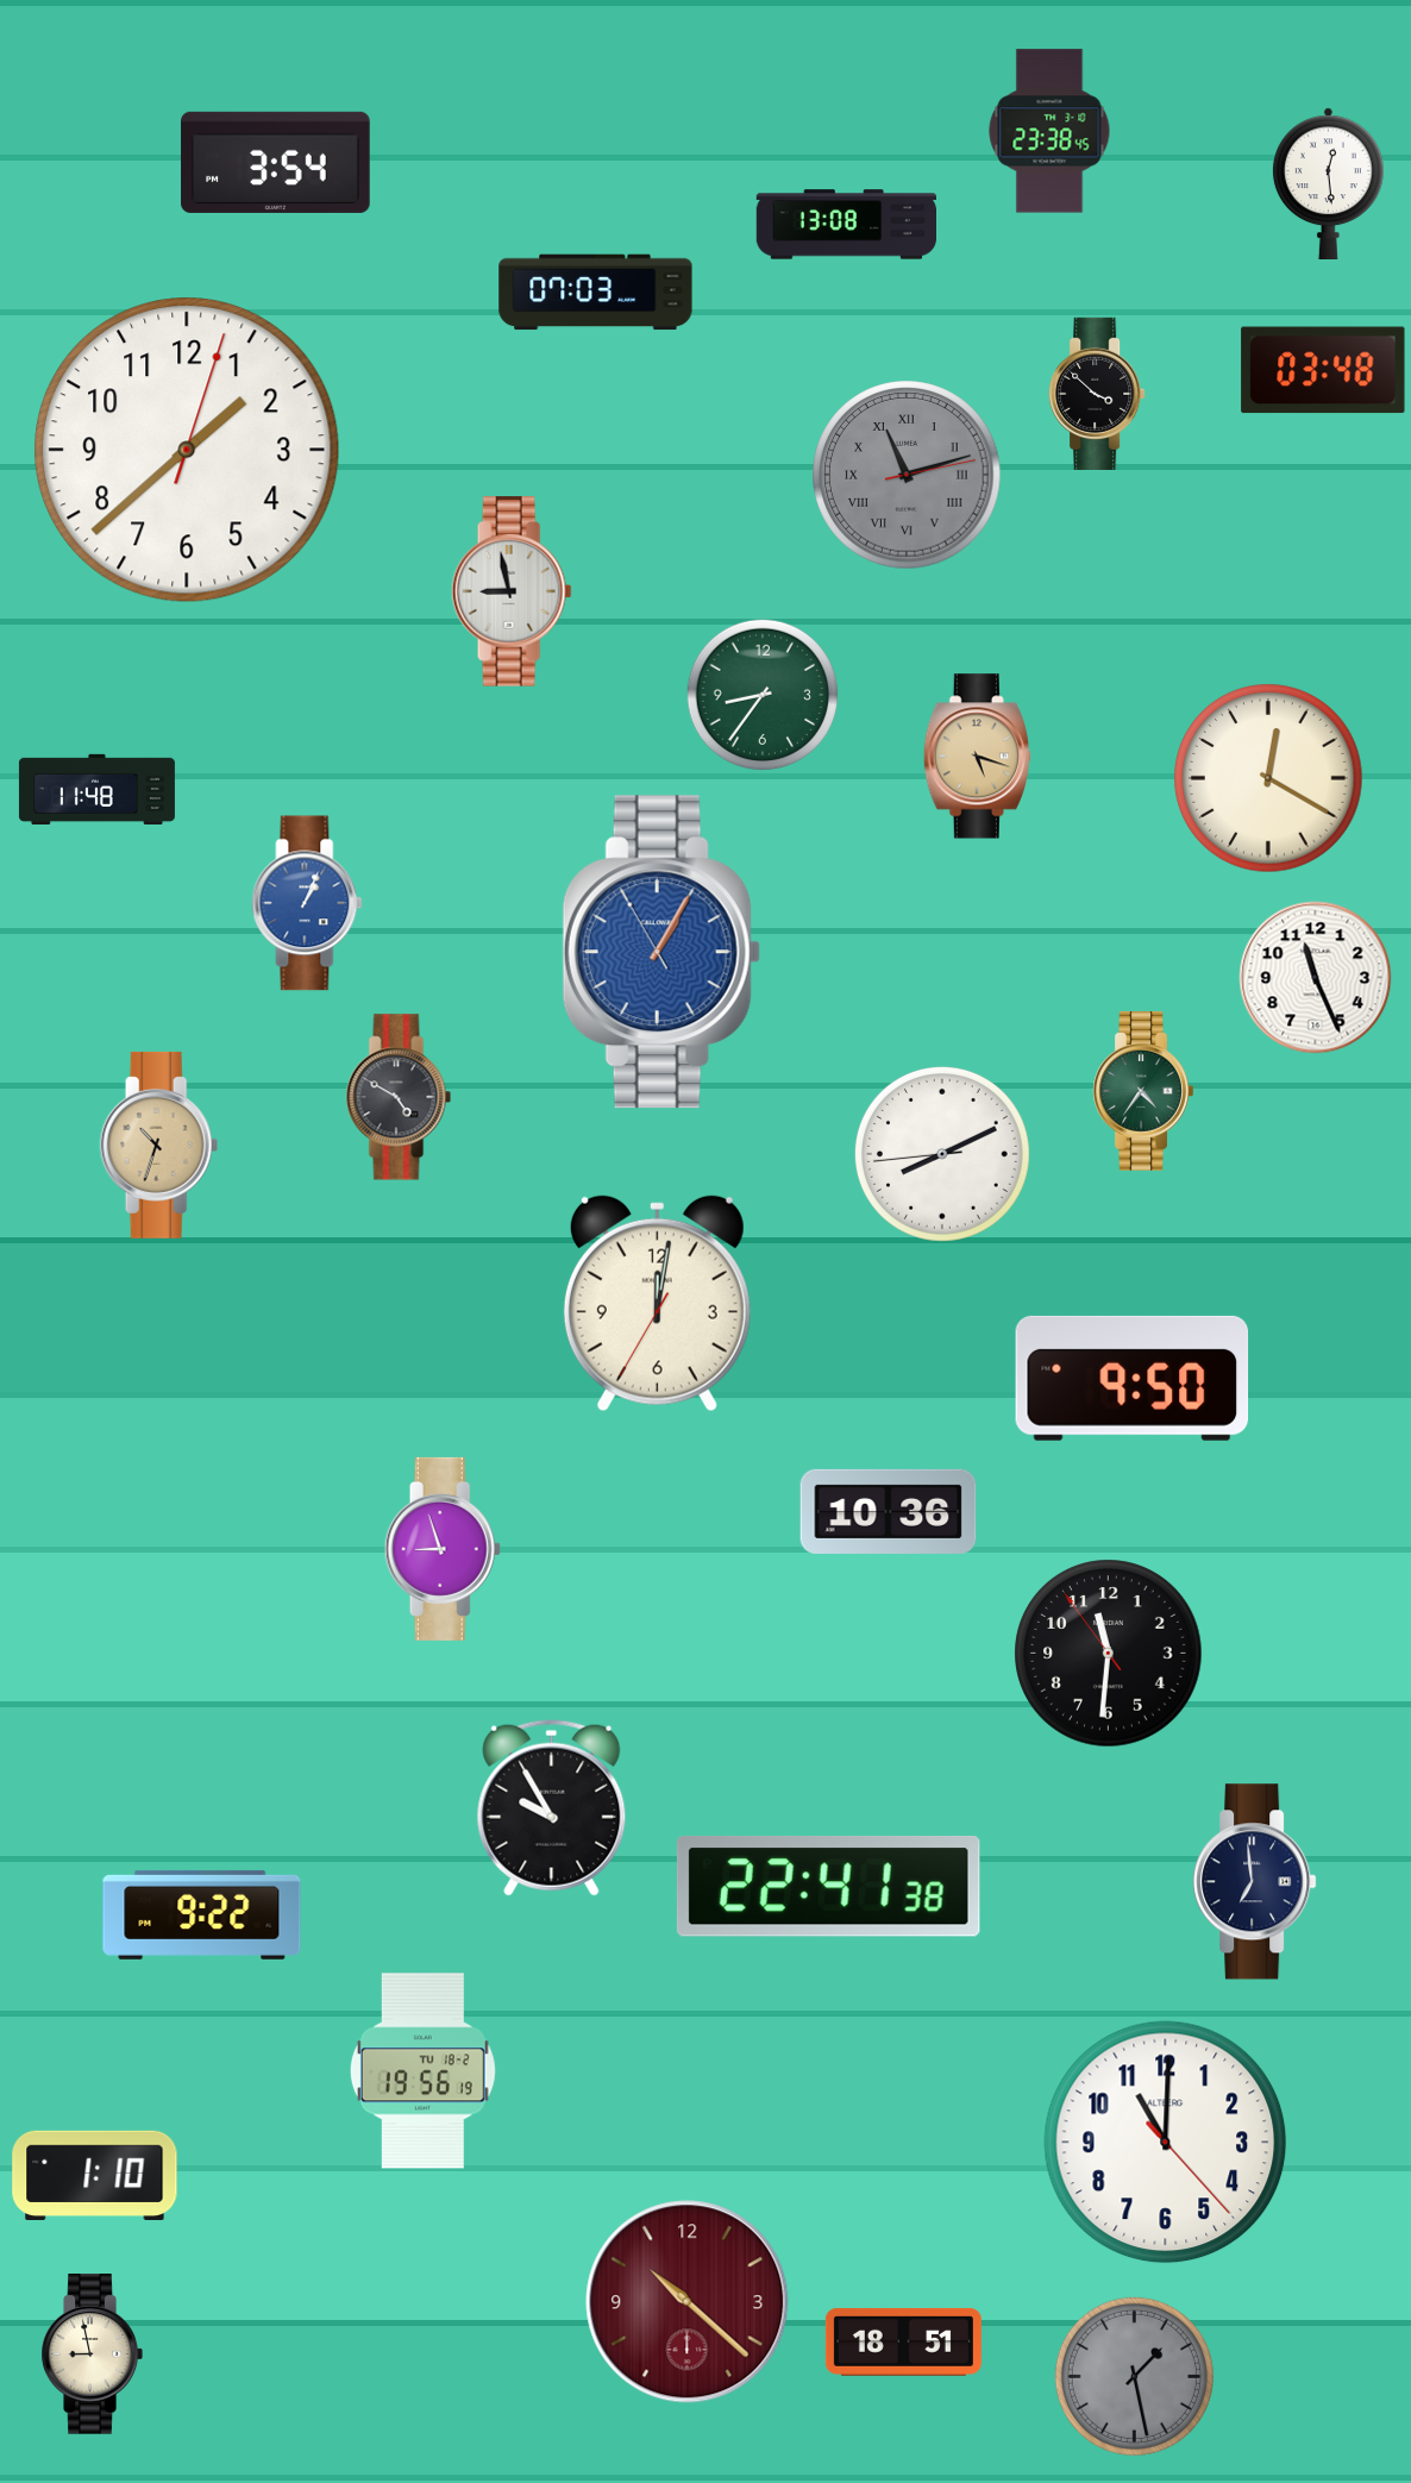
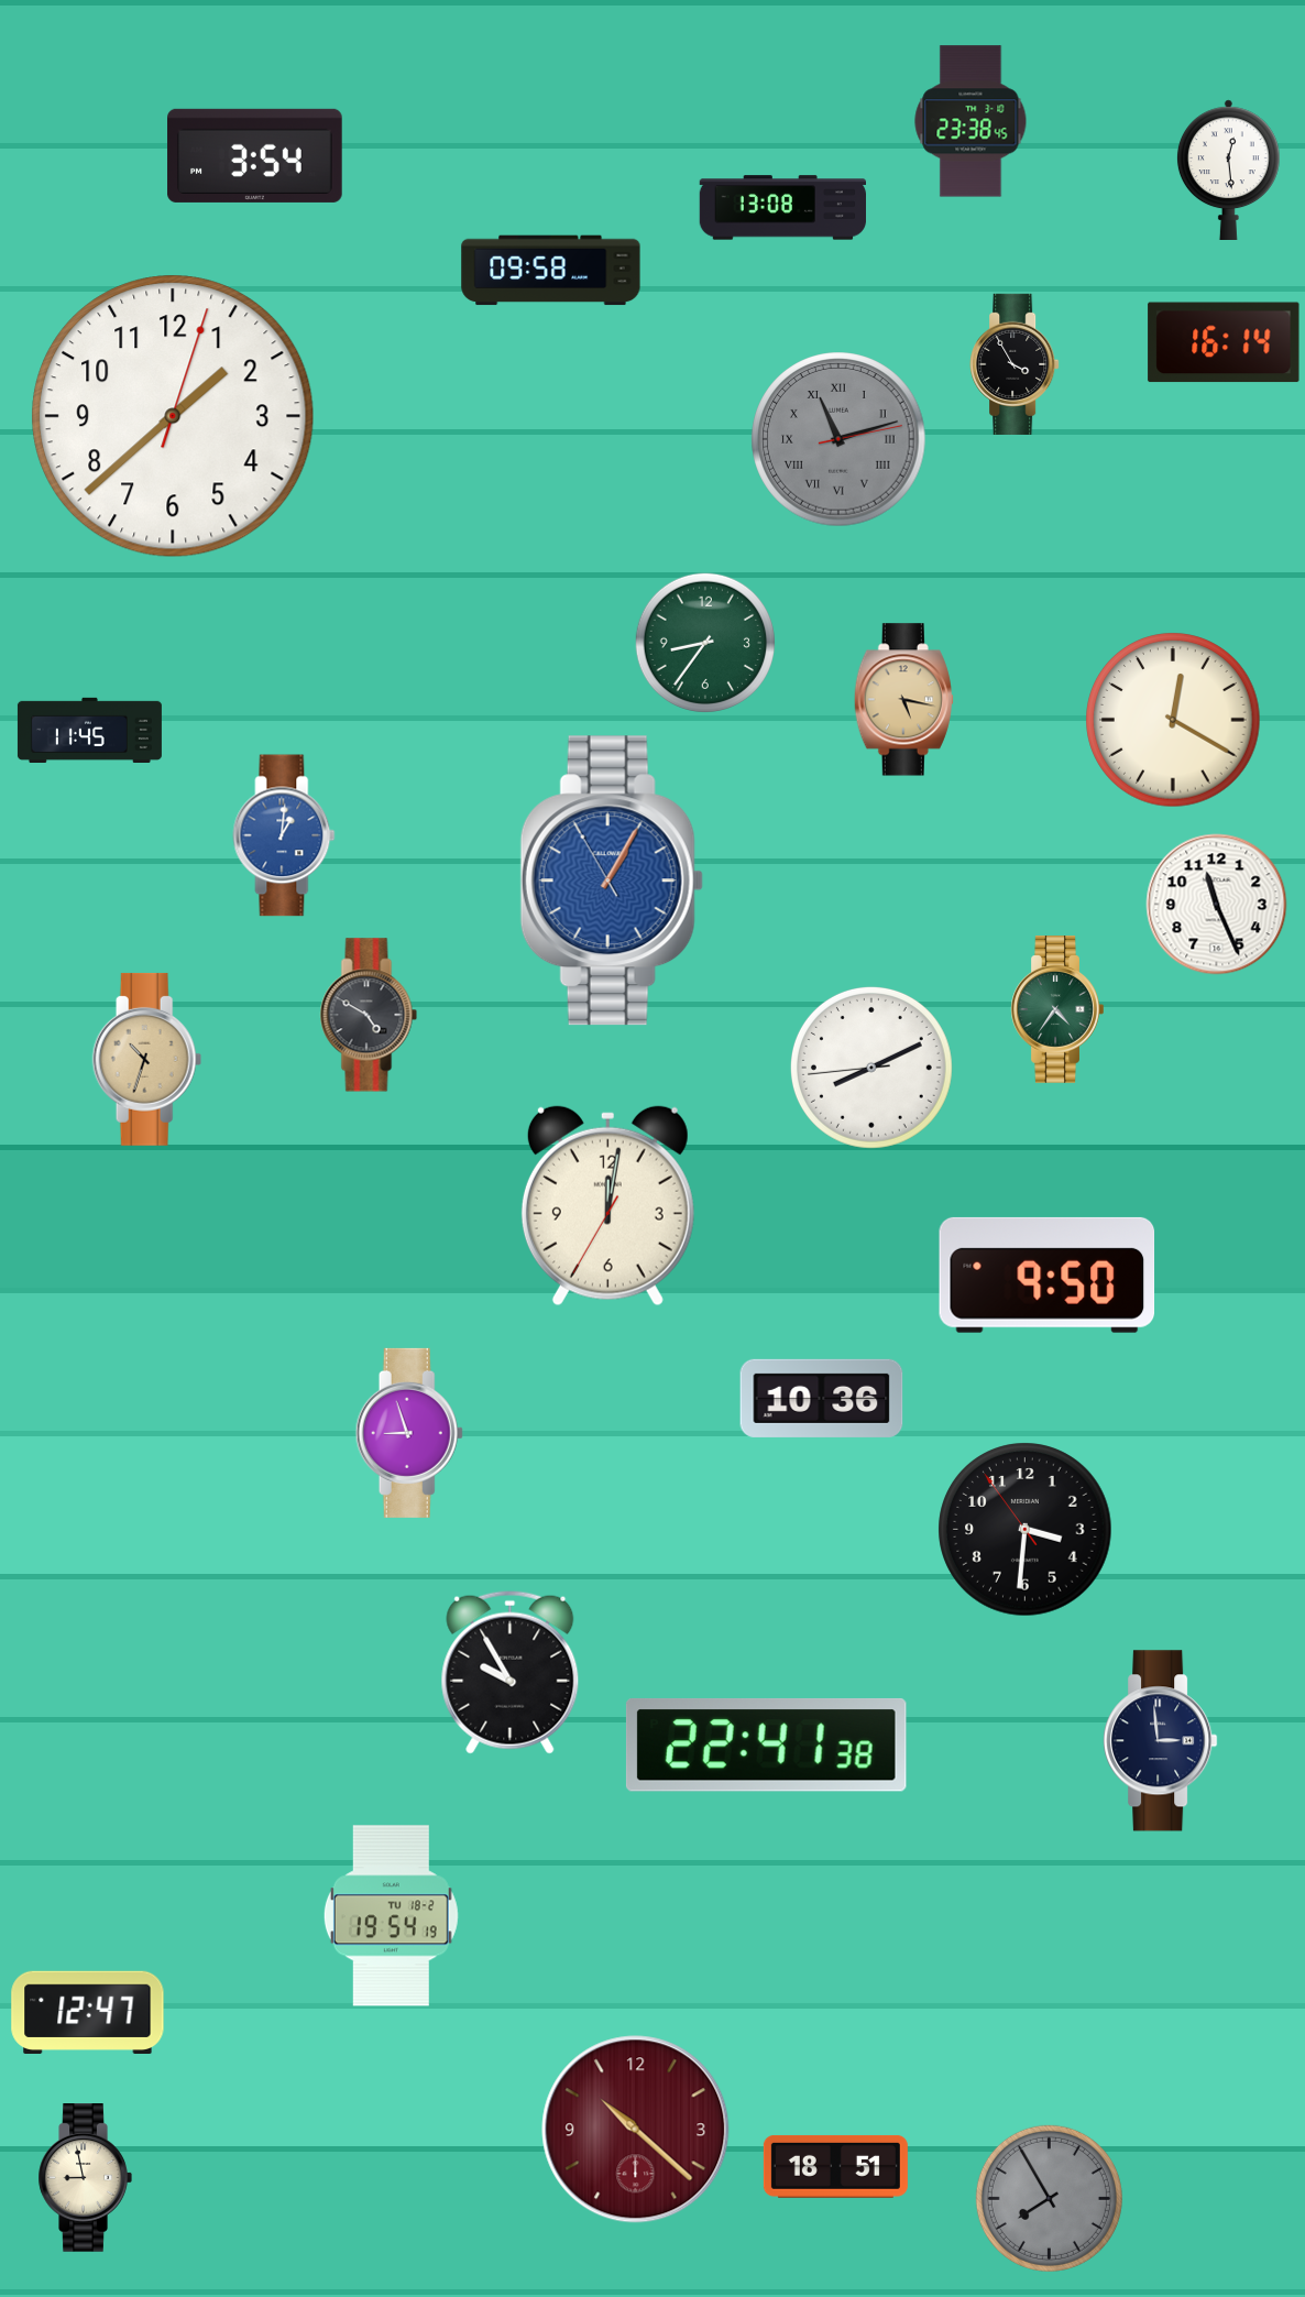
clock at (276, 162) position: (276, 162) -> (255, 155)
clock at (596, 293): 07:03 -> 09:58
clock at (1323, 370): 03:48 -> 16:14
clock at (1097, 394): 3:52 -> 3:55
clock at (512, 591): 8:58 -> none
clock at (977, 757): 5:18 -> 5:17
clock at (96, 789): 11:48 -> 11:45
clock at (307, 903): 1:04 -> 1:01
clock at (1109, 1654): 11:30 -> 3:30
clock at (1255, 1882): 6:59 -> 2:59
clock at (202, 1914): 9:22 -> none
clock at (422, 2071): 19:56 -> 19:54
clock at (1166, 2143): 11:00 -> none
clock at (95, 2175): 1:10 -> 12:47
clock at (1134, 2376): 1:28 -> 7:55
